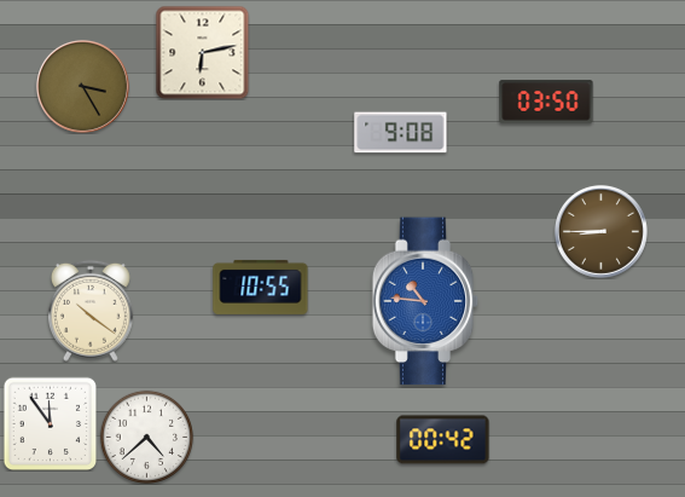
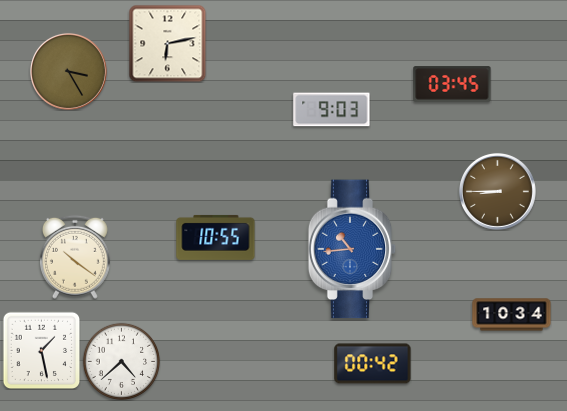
clock at (546, 102): 03:50 -> 03:45
clock at (401, 133): 9:08 -> 9:03
clock at (425, 301): 10:46 -> 10:44
clock at (512, 315): none -> 10:34
clock at (50, 423): 11:54 -> 1:28
clock at (443, 440) position: (443, 440) -> (373, 364)
